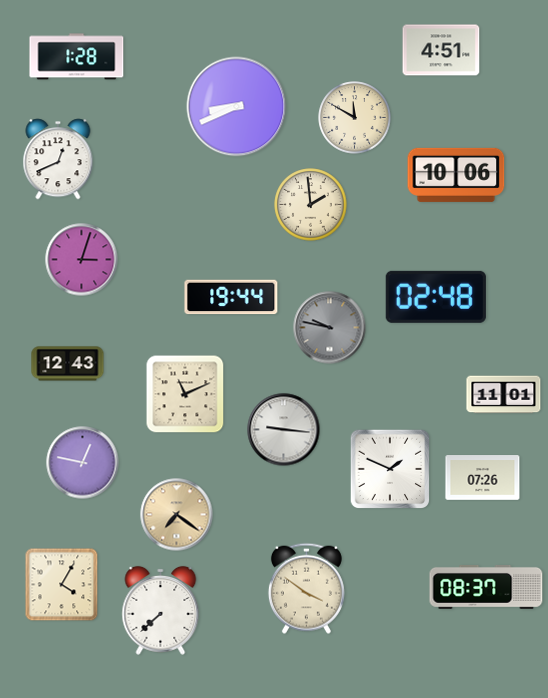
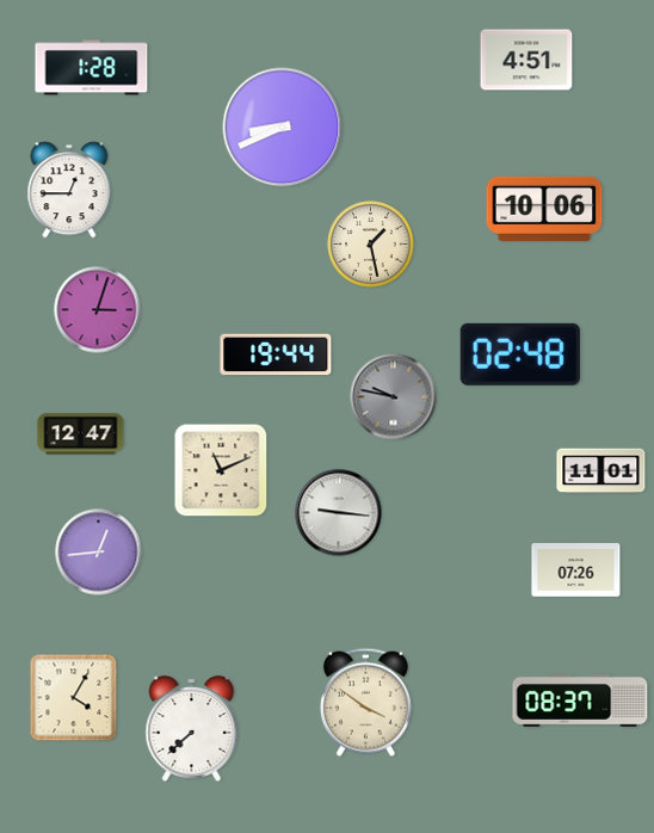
clock at (355, 118): 11:50 -> none
clock at (58, 159): 12:41 -> 12:45
clock at (311, 205): 1:59 -> 1:28
clock at (330, 328) position: (330, 328) -> (394, 397)
clock at (68, 364): 12:43 -> 12:47
clock at (83, 463): 12:47 -> 12:44
clock at (390, 469): 1:49 -> none
clock at (177, 515): 7:21 -> none
